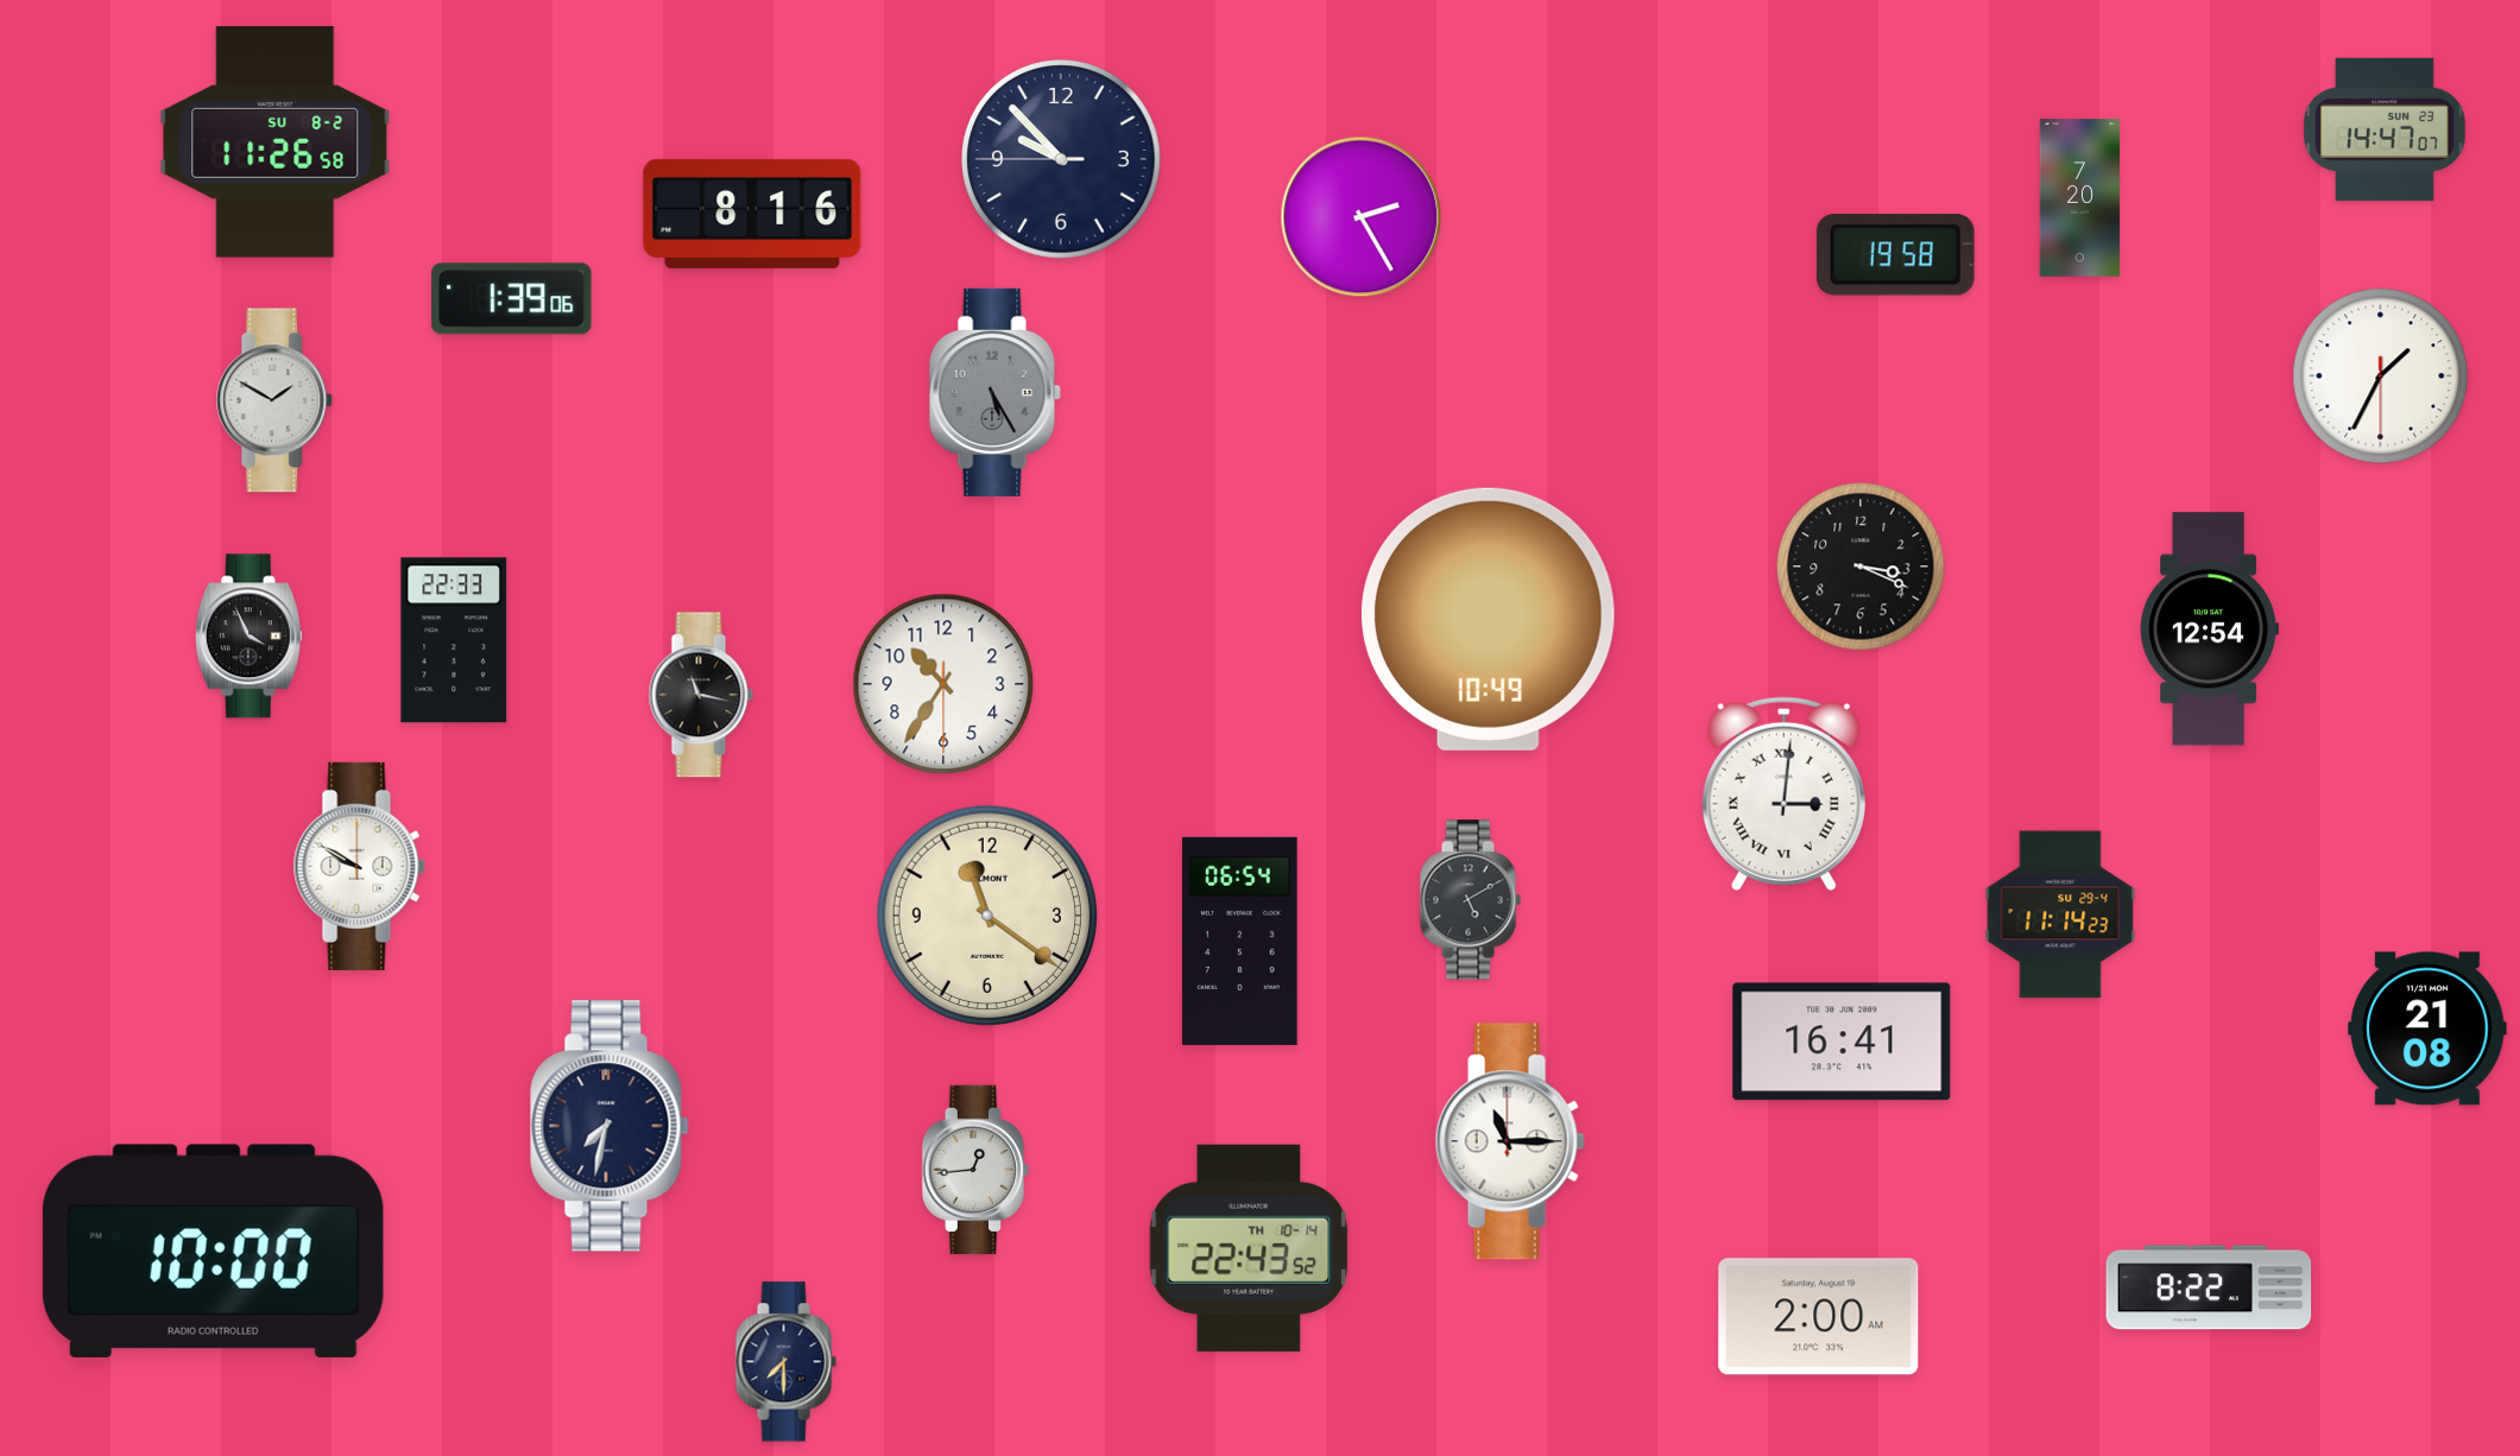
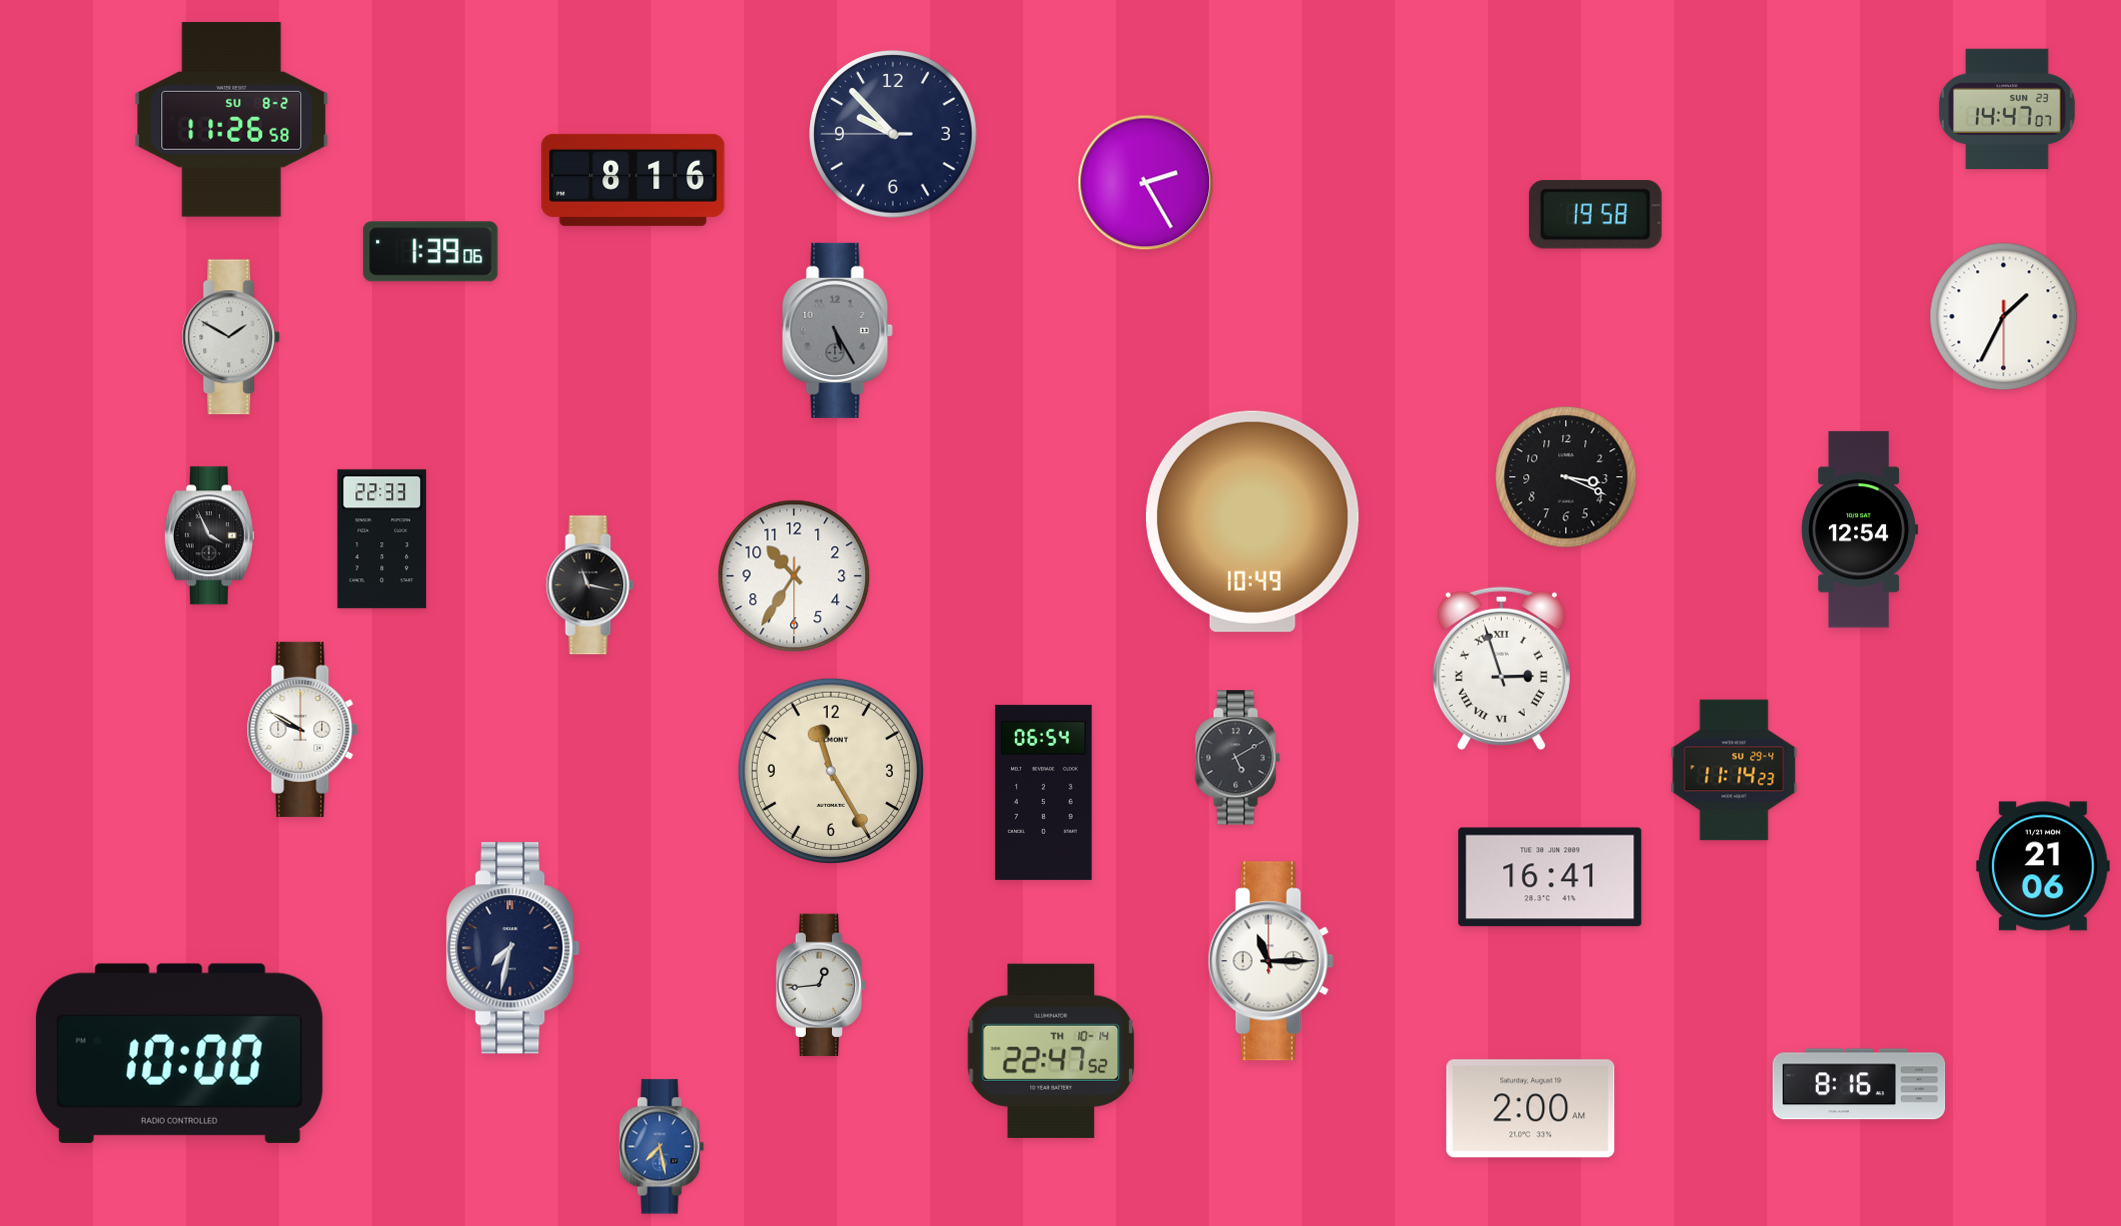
clock at (2079, 198): 7:20 -> none
clock at (1783, 793): 3:01 -> 2:57
clock at (987, 916): 11:21 -> 11:25
clock at (2427, 1028): 21:08 -> 21:06
clock at (1249, 1248): 22:43 -> 22:47
clock at (2209, 1287): 8:22 -> 8:16
clock at (785, 1362): 7:30 -> 7:28
clock at (785, 1362) dial: navy -> blue
